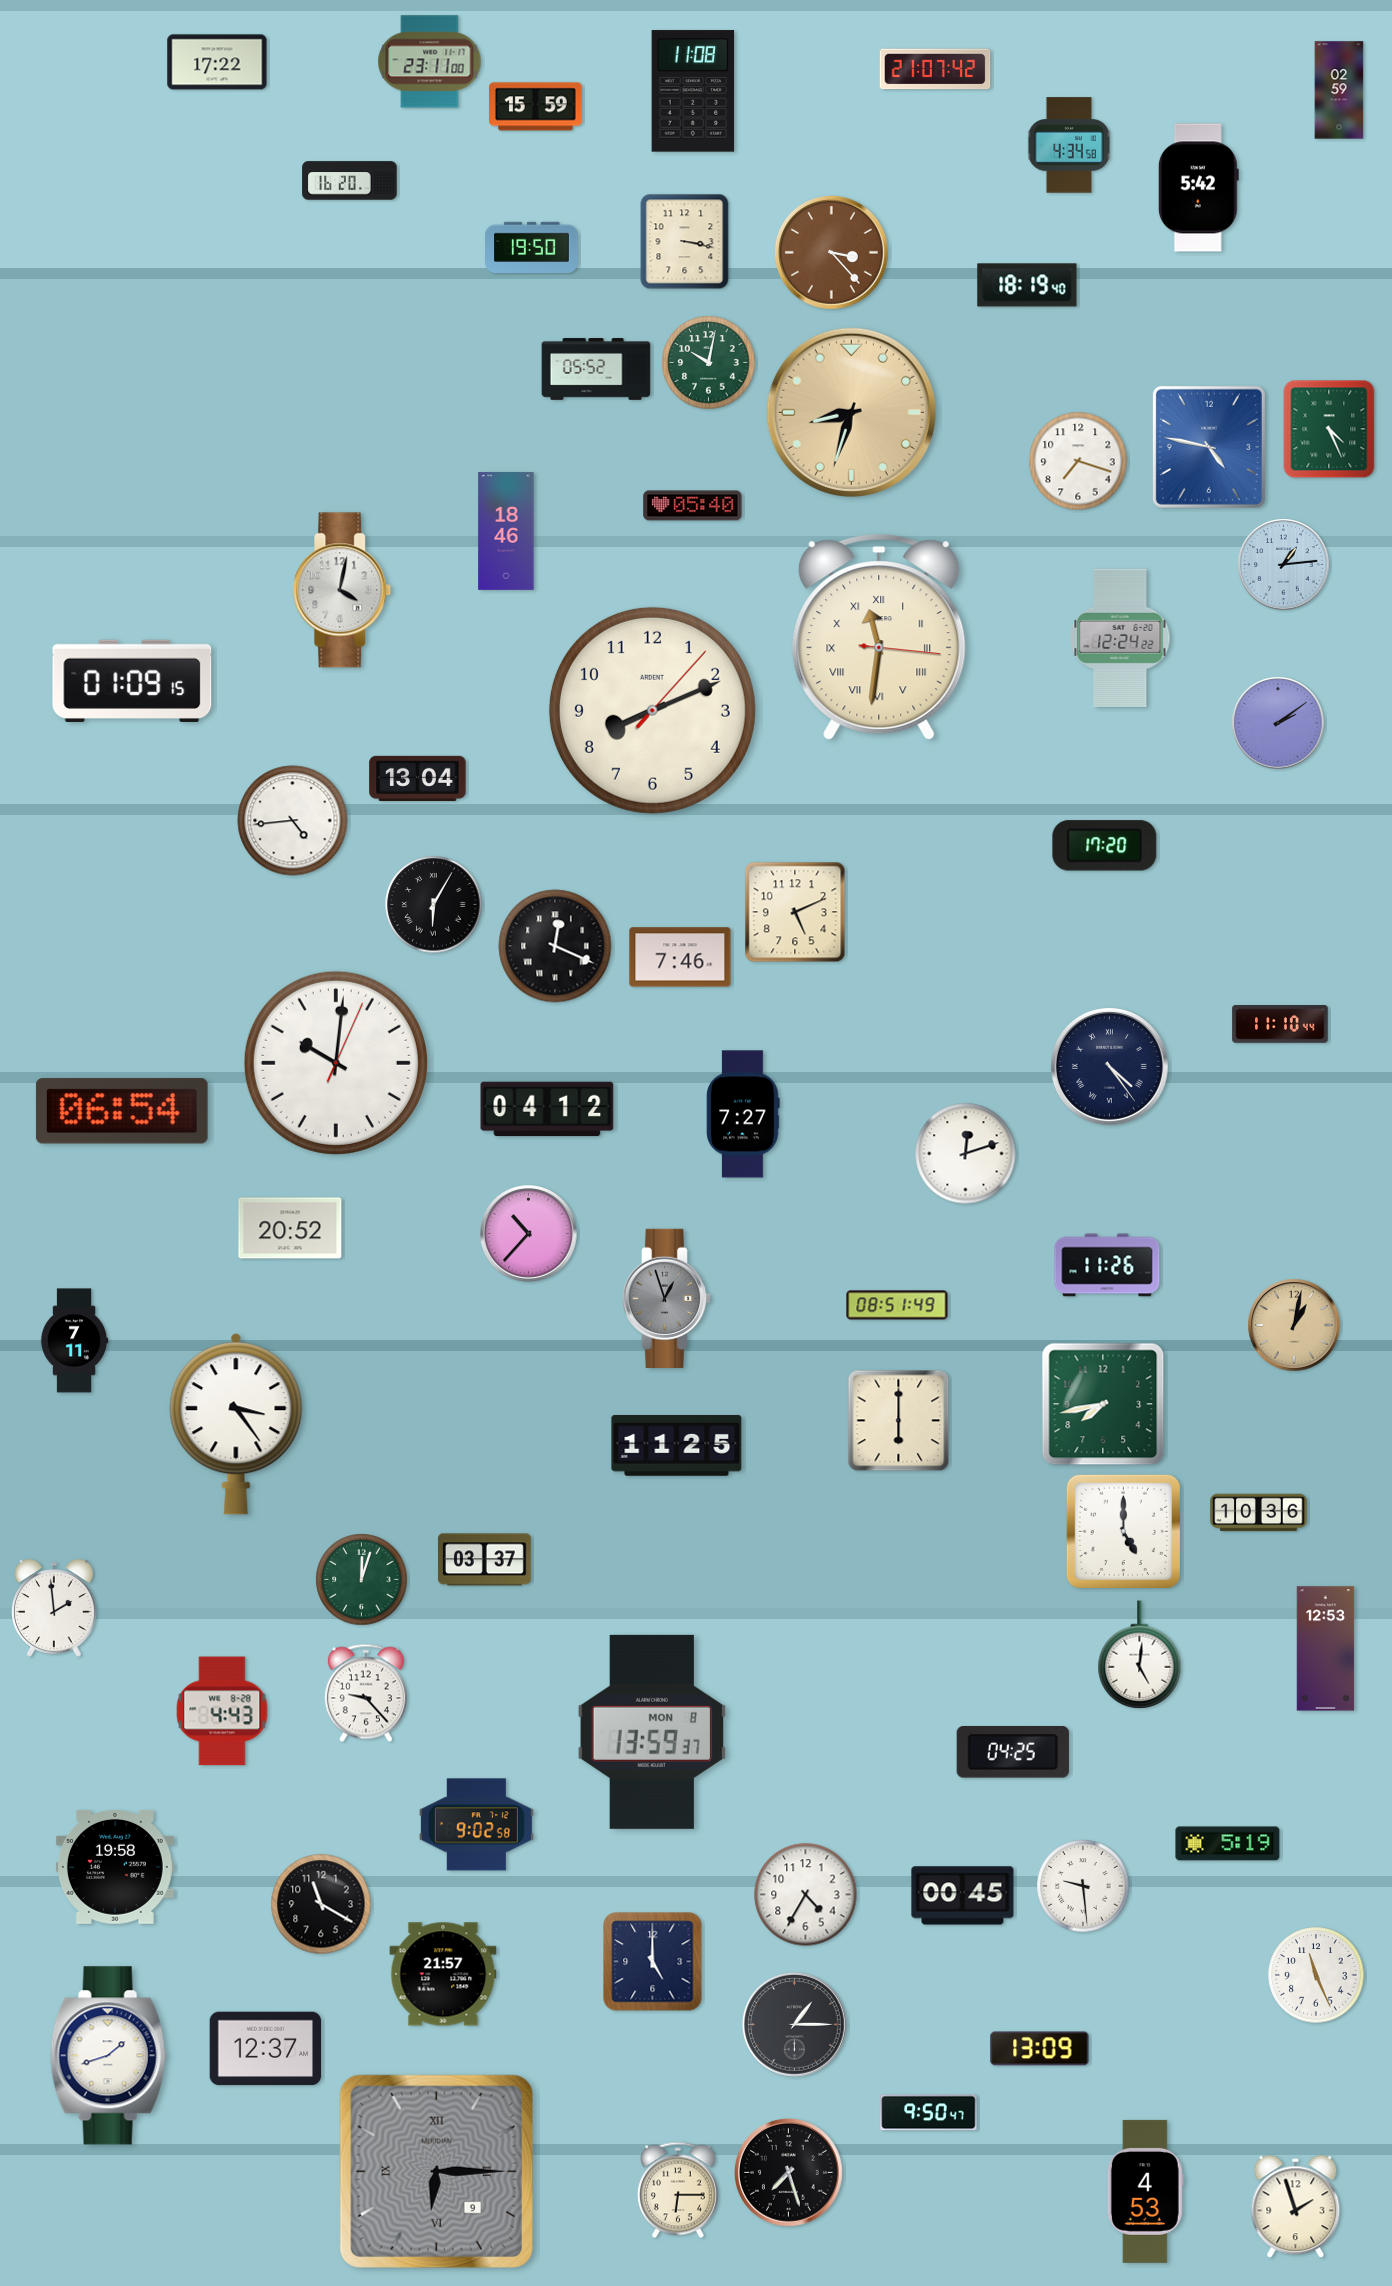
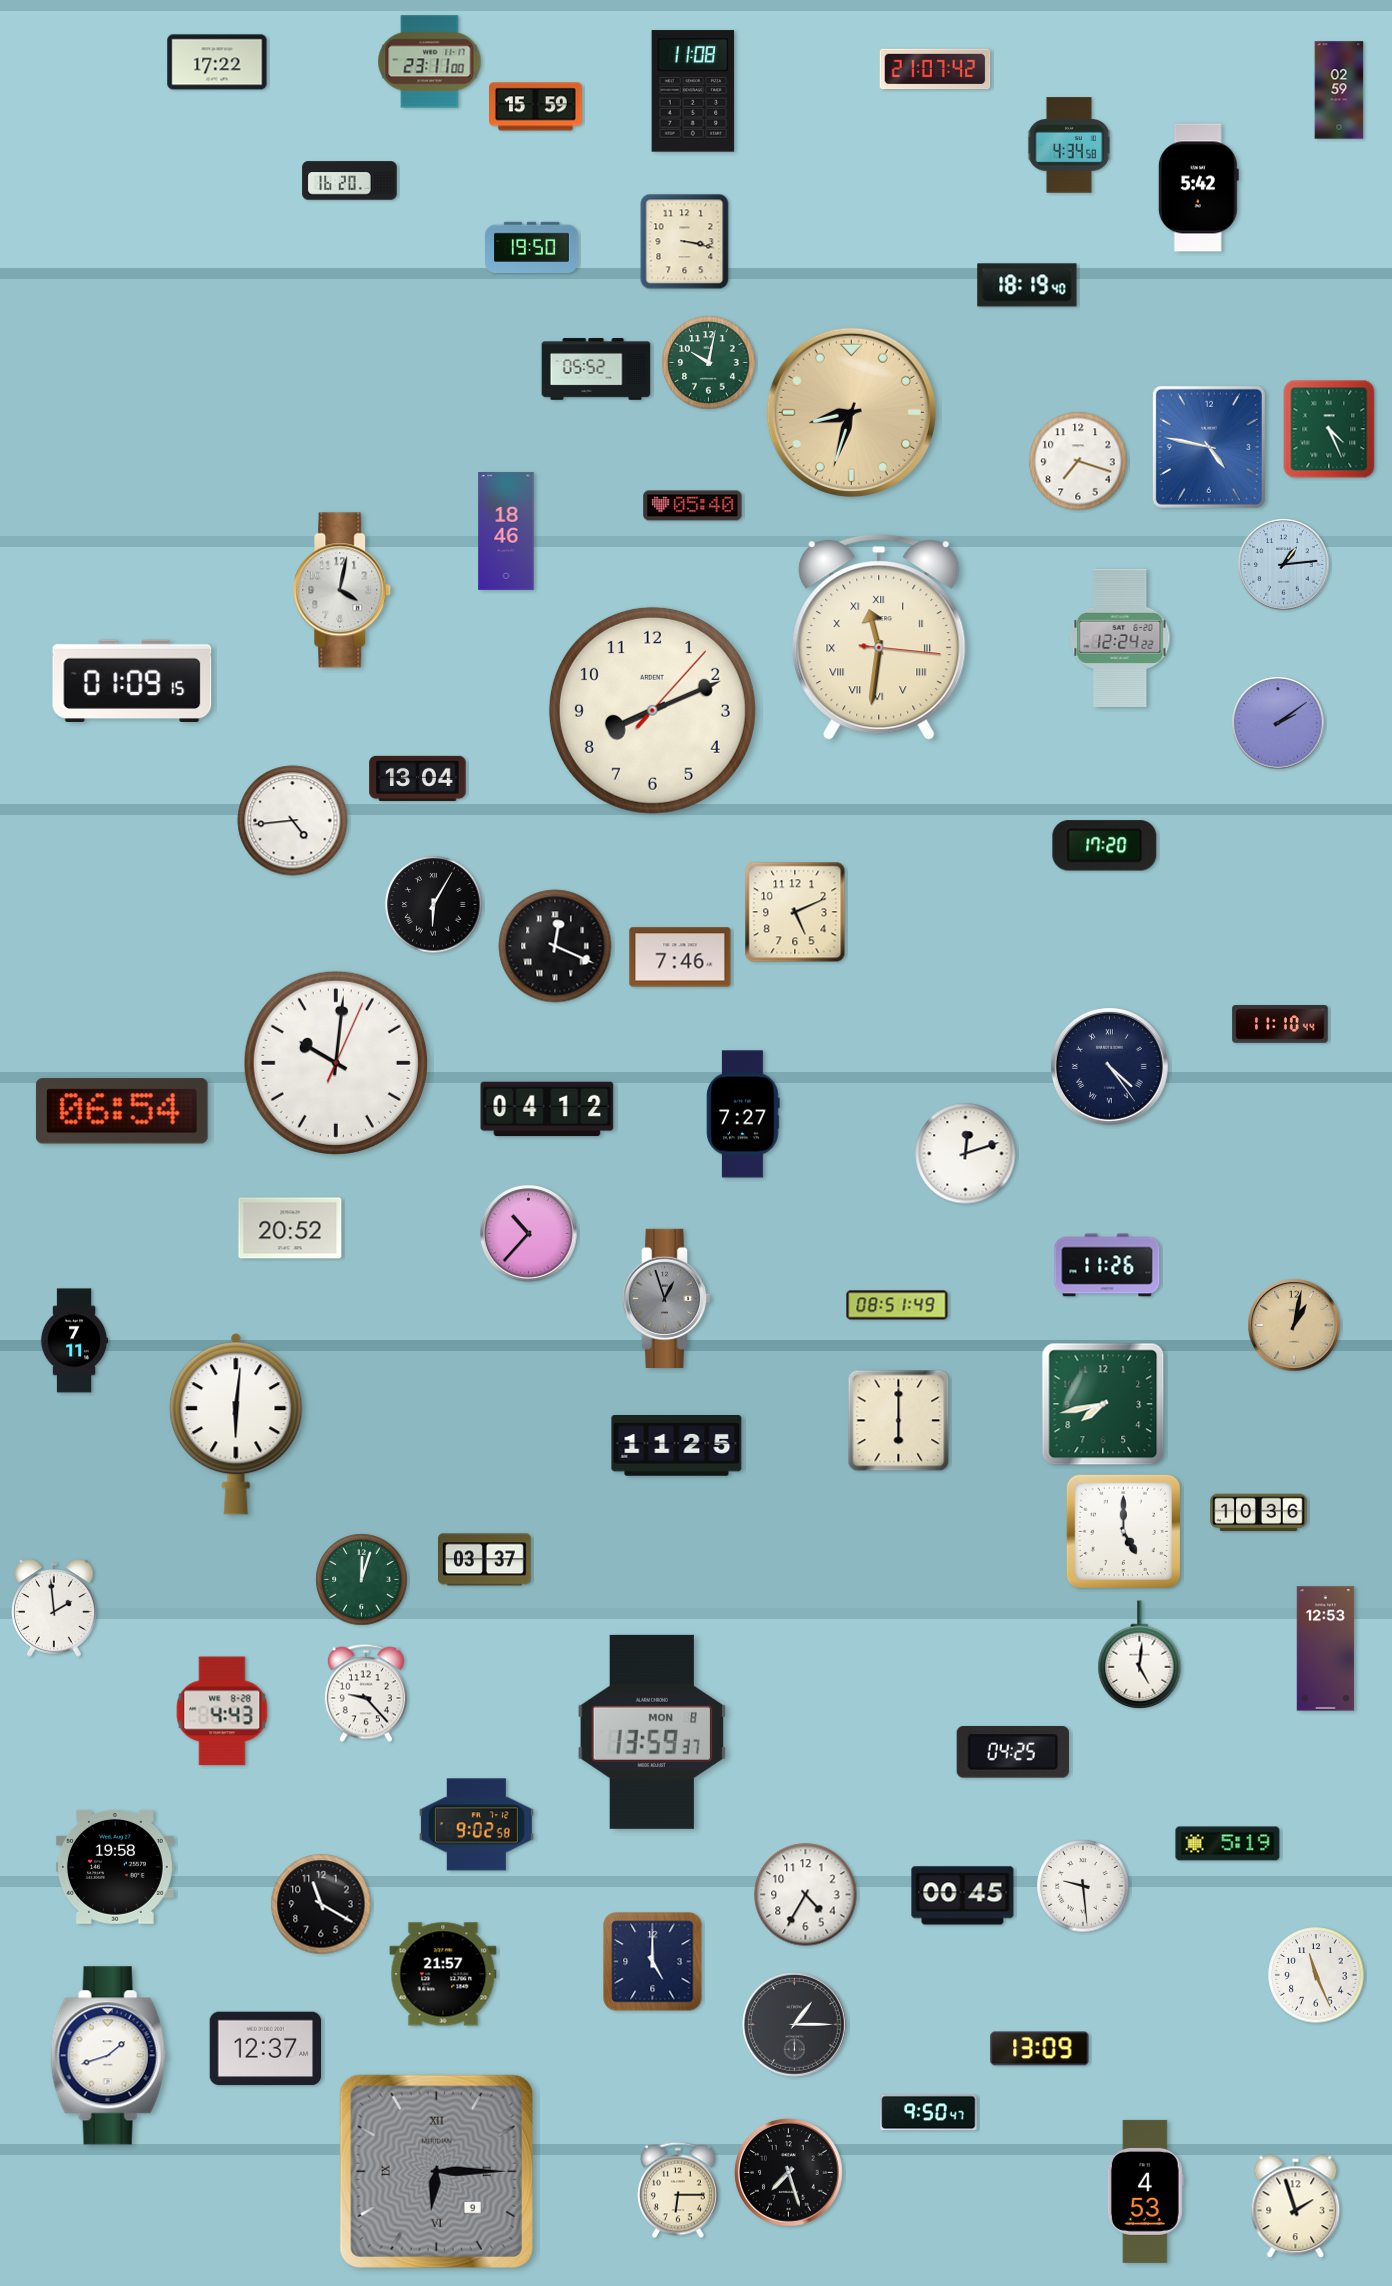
clock at (831, 252): 3:23 -> none
clock at (236, 1424): 3:24 -> 6:01
